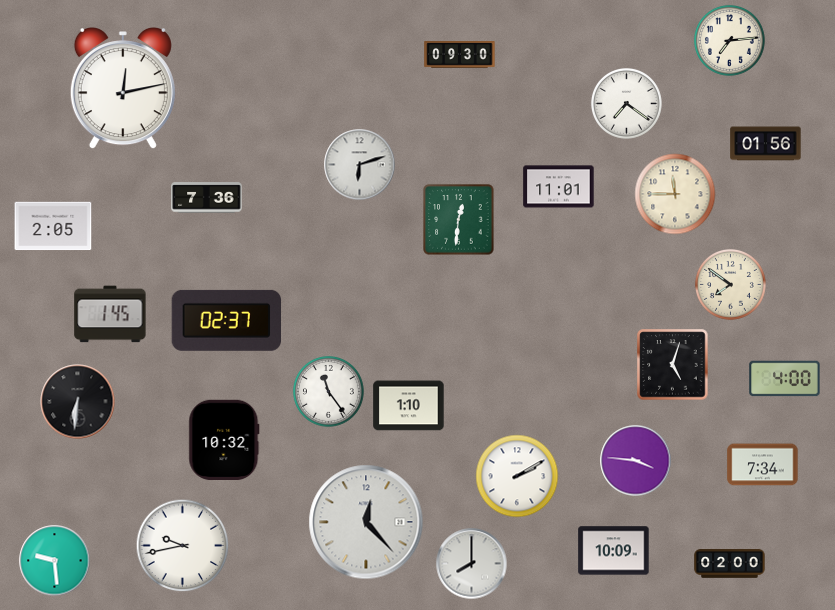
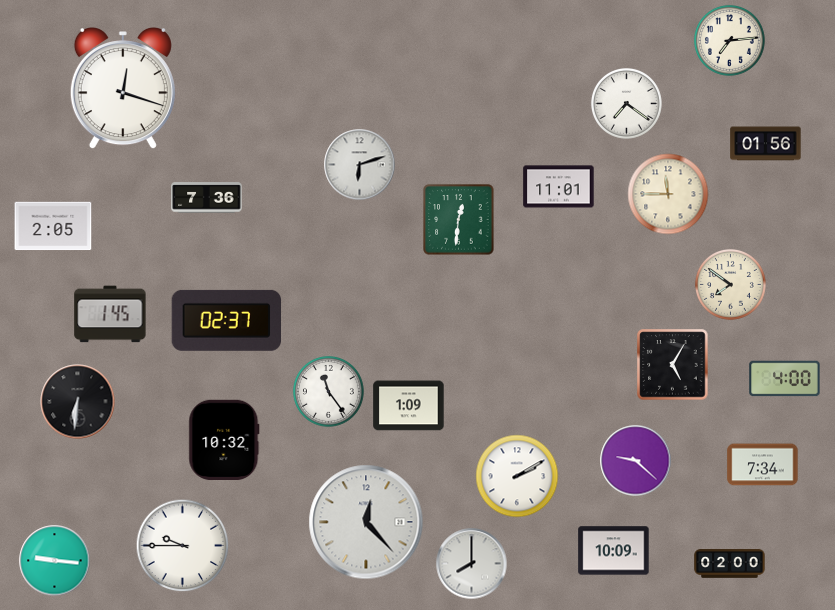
clock at (460, 55): 09:30 -> none
clock at (123, 89): 12:13 -> 12:18
clock at (675, 194) position: (675, 194) -> (668, 194)
clock at (673, 365): 5:03 -> 5:05
clock at (409, 406): 1:10 -> 1:09
clock at (636, 461): 3:46 -> 9:22
clock at (183, 546): 9:43 -> 9:45
clock at (55, 561): 9:29 -> 9:16
